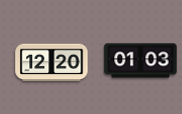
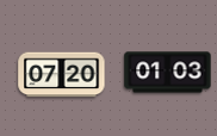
clock at (52, 63): 12:20 -> 07:20
